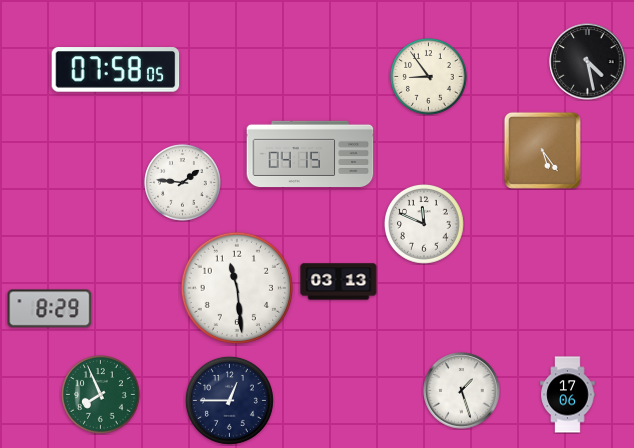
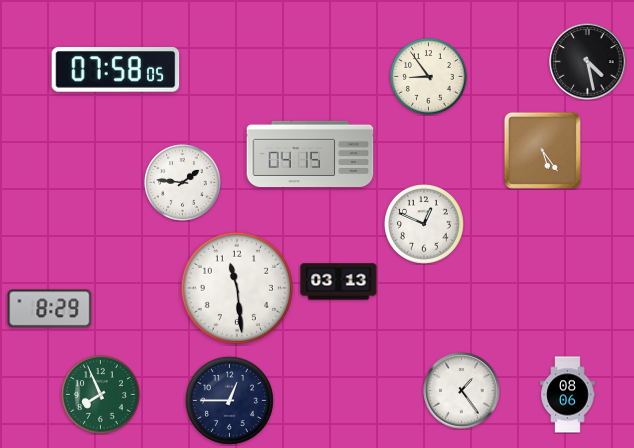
clock at (425, 225): 11:49 -> 12:49
clock at (462, 391): 1:27 -> 1:24
clock at (568, 395): 17:06 -> 08:06
